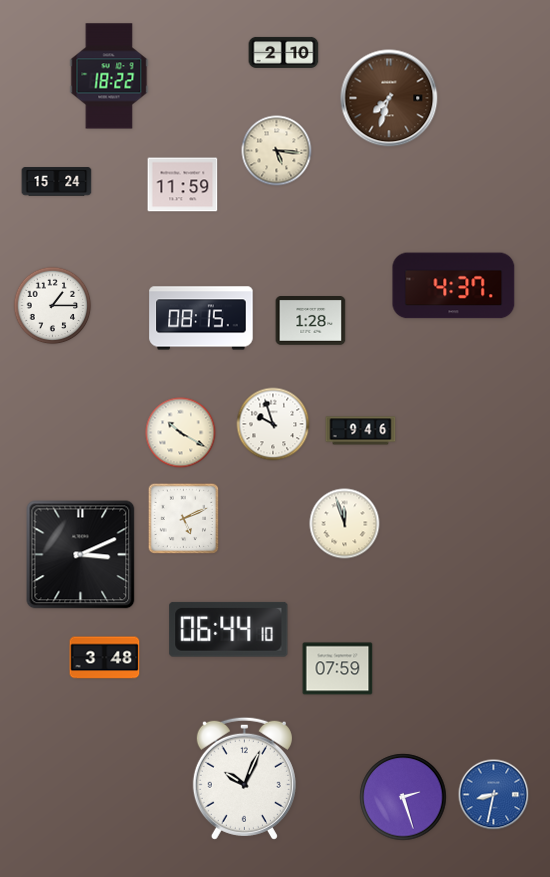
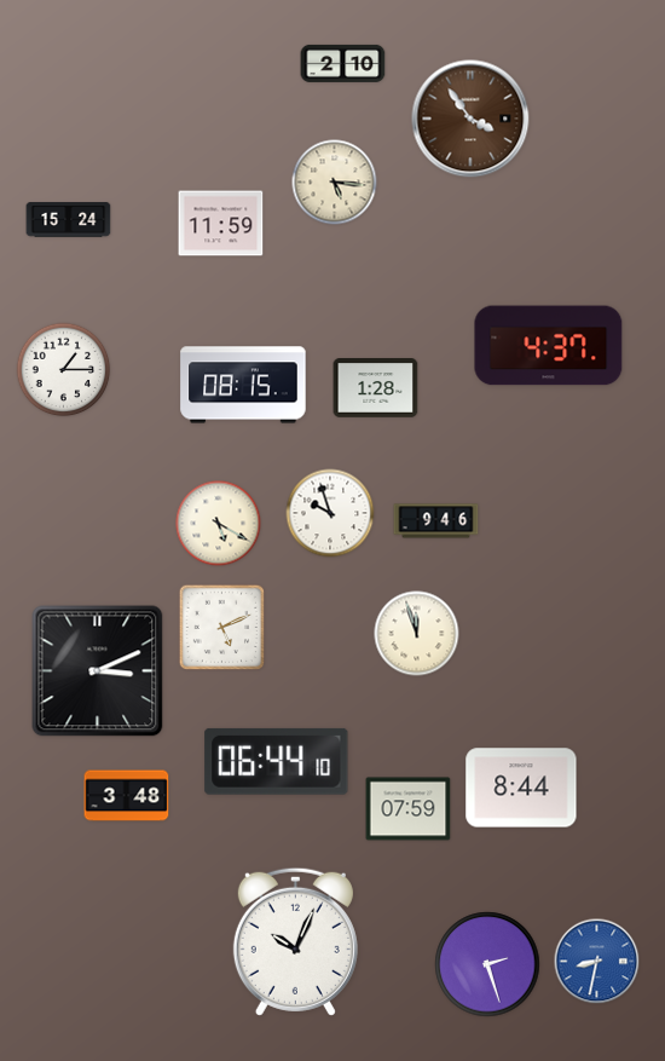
clock at (109, 76): 18:22 -> none
clock at (389, 98): 7:33 -> 3:54
clock at (181, 433): 10:20 -> 5:20
clock at (521, 788): none -> 8:44
